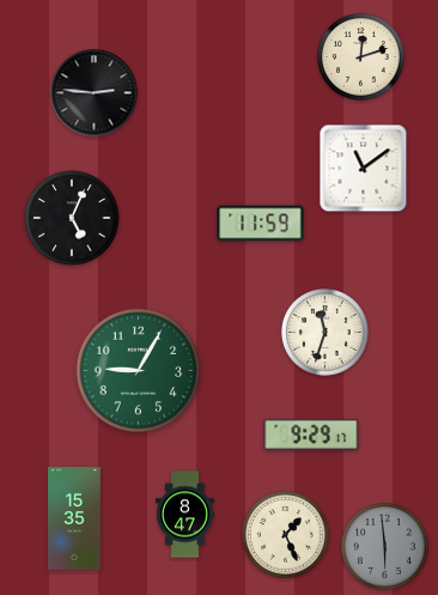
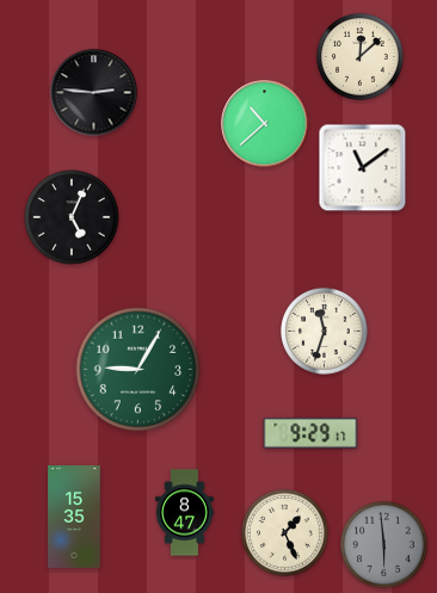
clock at (361, 57): 12:12 -> 12:08
clock at (265, 124): none -> 10:38
clock at (261, 224): 11:59 -> none
